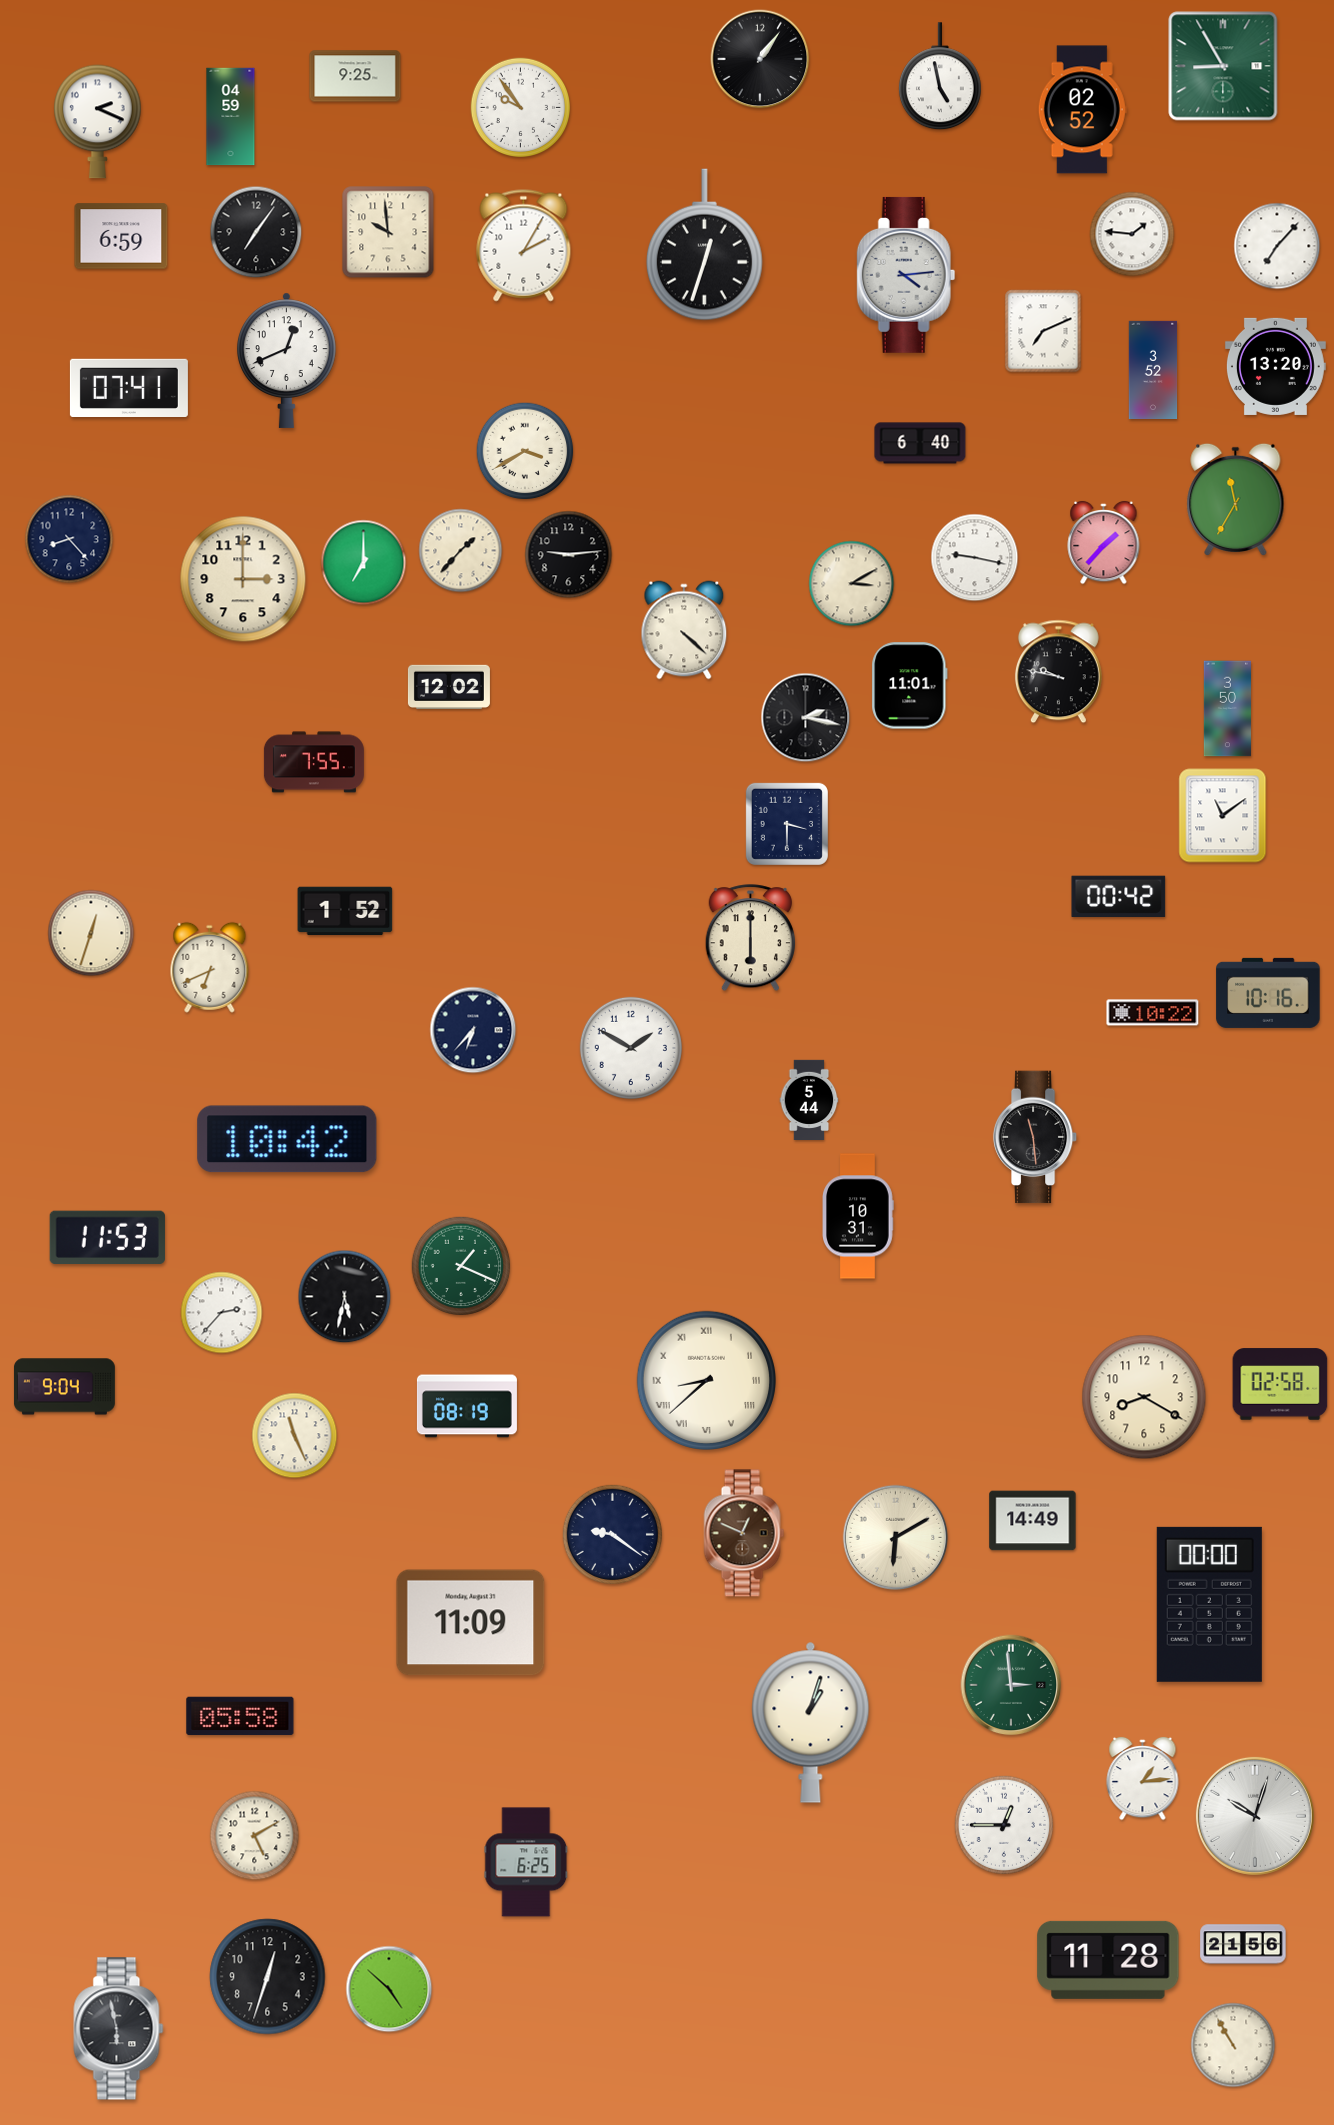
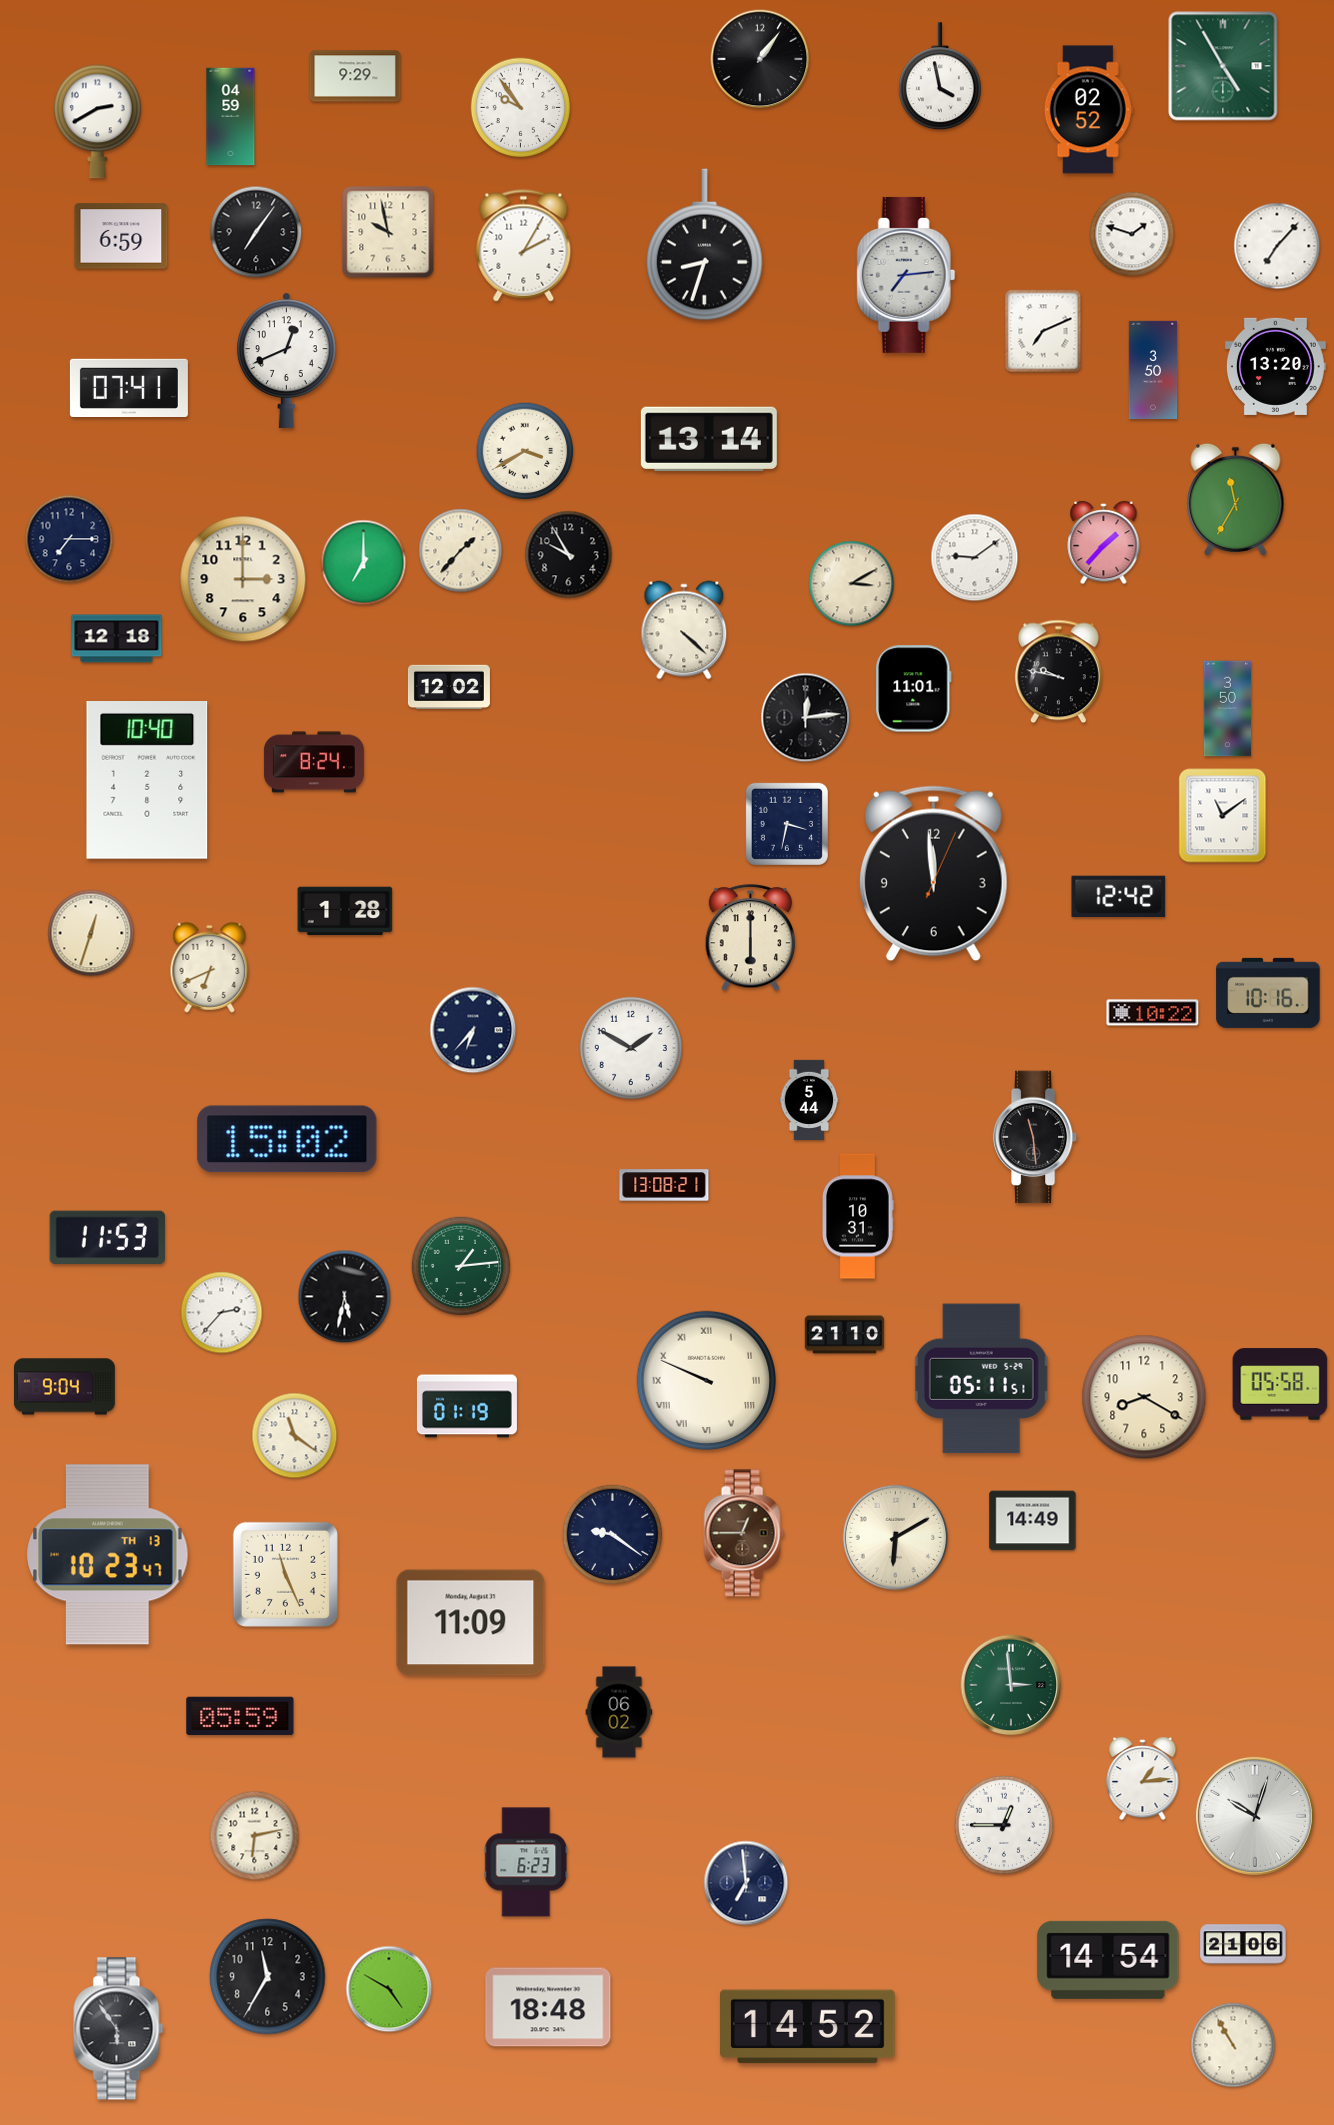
clock at (1223, 66): 8:55 -> 4:55
clock at (355, 76): 9:25 -> 9:29
clock at (940, 77): 4:58 -> 3:58
clock at (1082, 110) position: (1082, 110) -> (1088, 110)
clock at (98, 122): 2:19 -> 2:40
clock at (388, 232): 9:59 -> 9:58
clock at (1132, 234): 1:46 -> 1:48
clock at (704, 245): 12:33 -> 8:33
clock at (906, 275): 4:14 -> 7:14
clock at (1153, 369): 3:52 -> 3:50
clock at (709, 439): none -> 13:14
clock at (920, 443): 6:40 -> none
clock at (69, 539): 8:23 -> 7:15
clock at (569, 555): 9:14 -> 9:55
clock at (975, 558): 9:17 -> 9:09
clock at (117, 639): none -> 12:18
clock at (910, 686) position: (910, 686) -> (914, 689)
clock at (806, 718): 2:17 -> 12:14
clock at (314, 762): 7:55 -> 8:24
clock at (147, 781): none -> 10:40
clock at (787, 824): 3:30 -> 3:32
clock at (933, 874): none -> 11:59
clock at (1119, 896): 00:42 -> 12:42
clock at (345, 911): 1:52 -> 1:28
clock at (287, 1139): 10:42 -> 15:02
clock at (664, 1185): none -> 13:08
clock at (461, 1266): 1:19 -> 1:14
clock at (845, 1335): none -> 21:10
clock at (981, 1379): none -> 05:11
clock at (706, 1380): 8:38 -> 9:49
clock at (1280, 1384): 02:58 -> 05:58
clock at (467, 1406): 08:19 -> 01:19
clock at (295, 1436): 11:26 -> 11:21
clock at (744, 1533): 12:49 -> 12:45
clock at (108, 1555): none -> 10:23
clock at (285, 1574): none -> 11:26
clock at (1209, 1604): 00:00 -> none
clock at (619, 1712): none -> 06:02
clock at (240, 1716): 05:58 -> 05:59
clock at (811, 1722): 1:03 -> none
clock at (255, 1836): 5:10 -> 6:13
clock at (526, 1862): 6:25 -> 6:23
clock at (746, 1883): none -> 6:59
clock at (1243, 1944): 21:56 -> 21:06
clock at (1108, 1960): 11:28 -> 14:54
clock at (268, 1977): 12:33 -> 11:35
clock at (389, 1989): 4:52 -> 4:50
clock at (548, 2007): none -> 18:48
clock at (808, 2027): none -> 14:52
clock at (119, 2029): 5:58 -> 5:54
